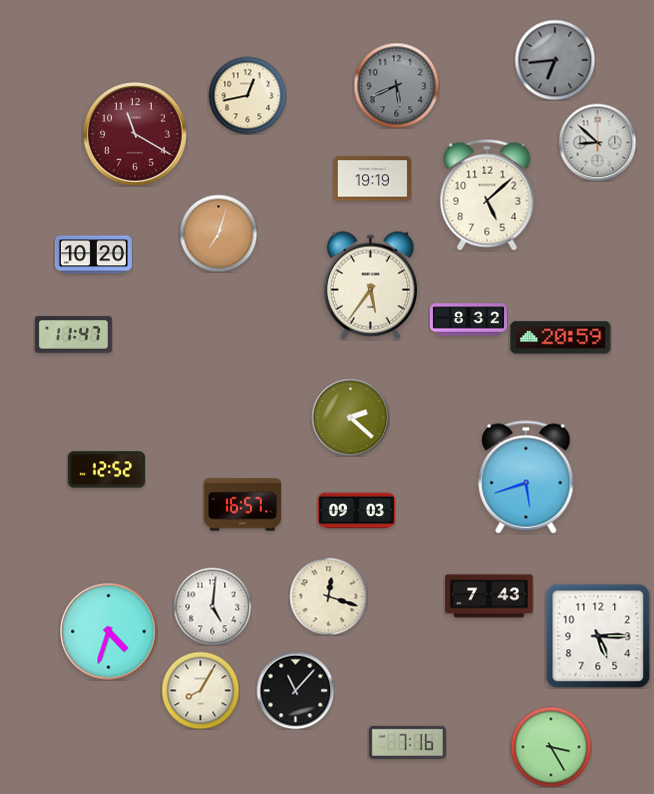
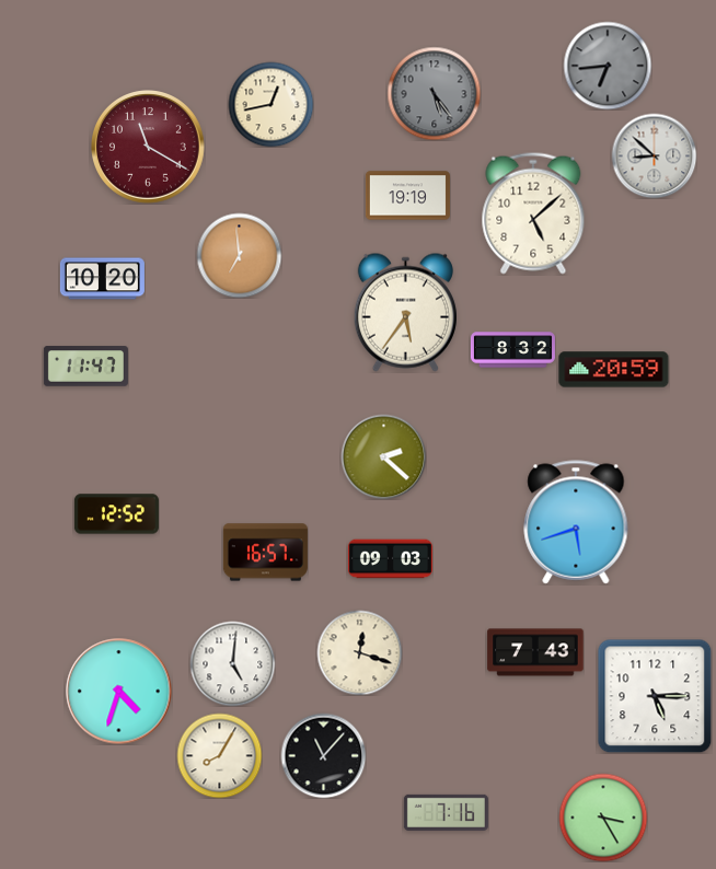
clock at (396, 85): 5:41 -> 5:24
clock at (218, 233): 7:03 -> 6:59
clock at (73, 335) position: (73, 335) -> (85, 367)
